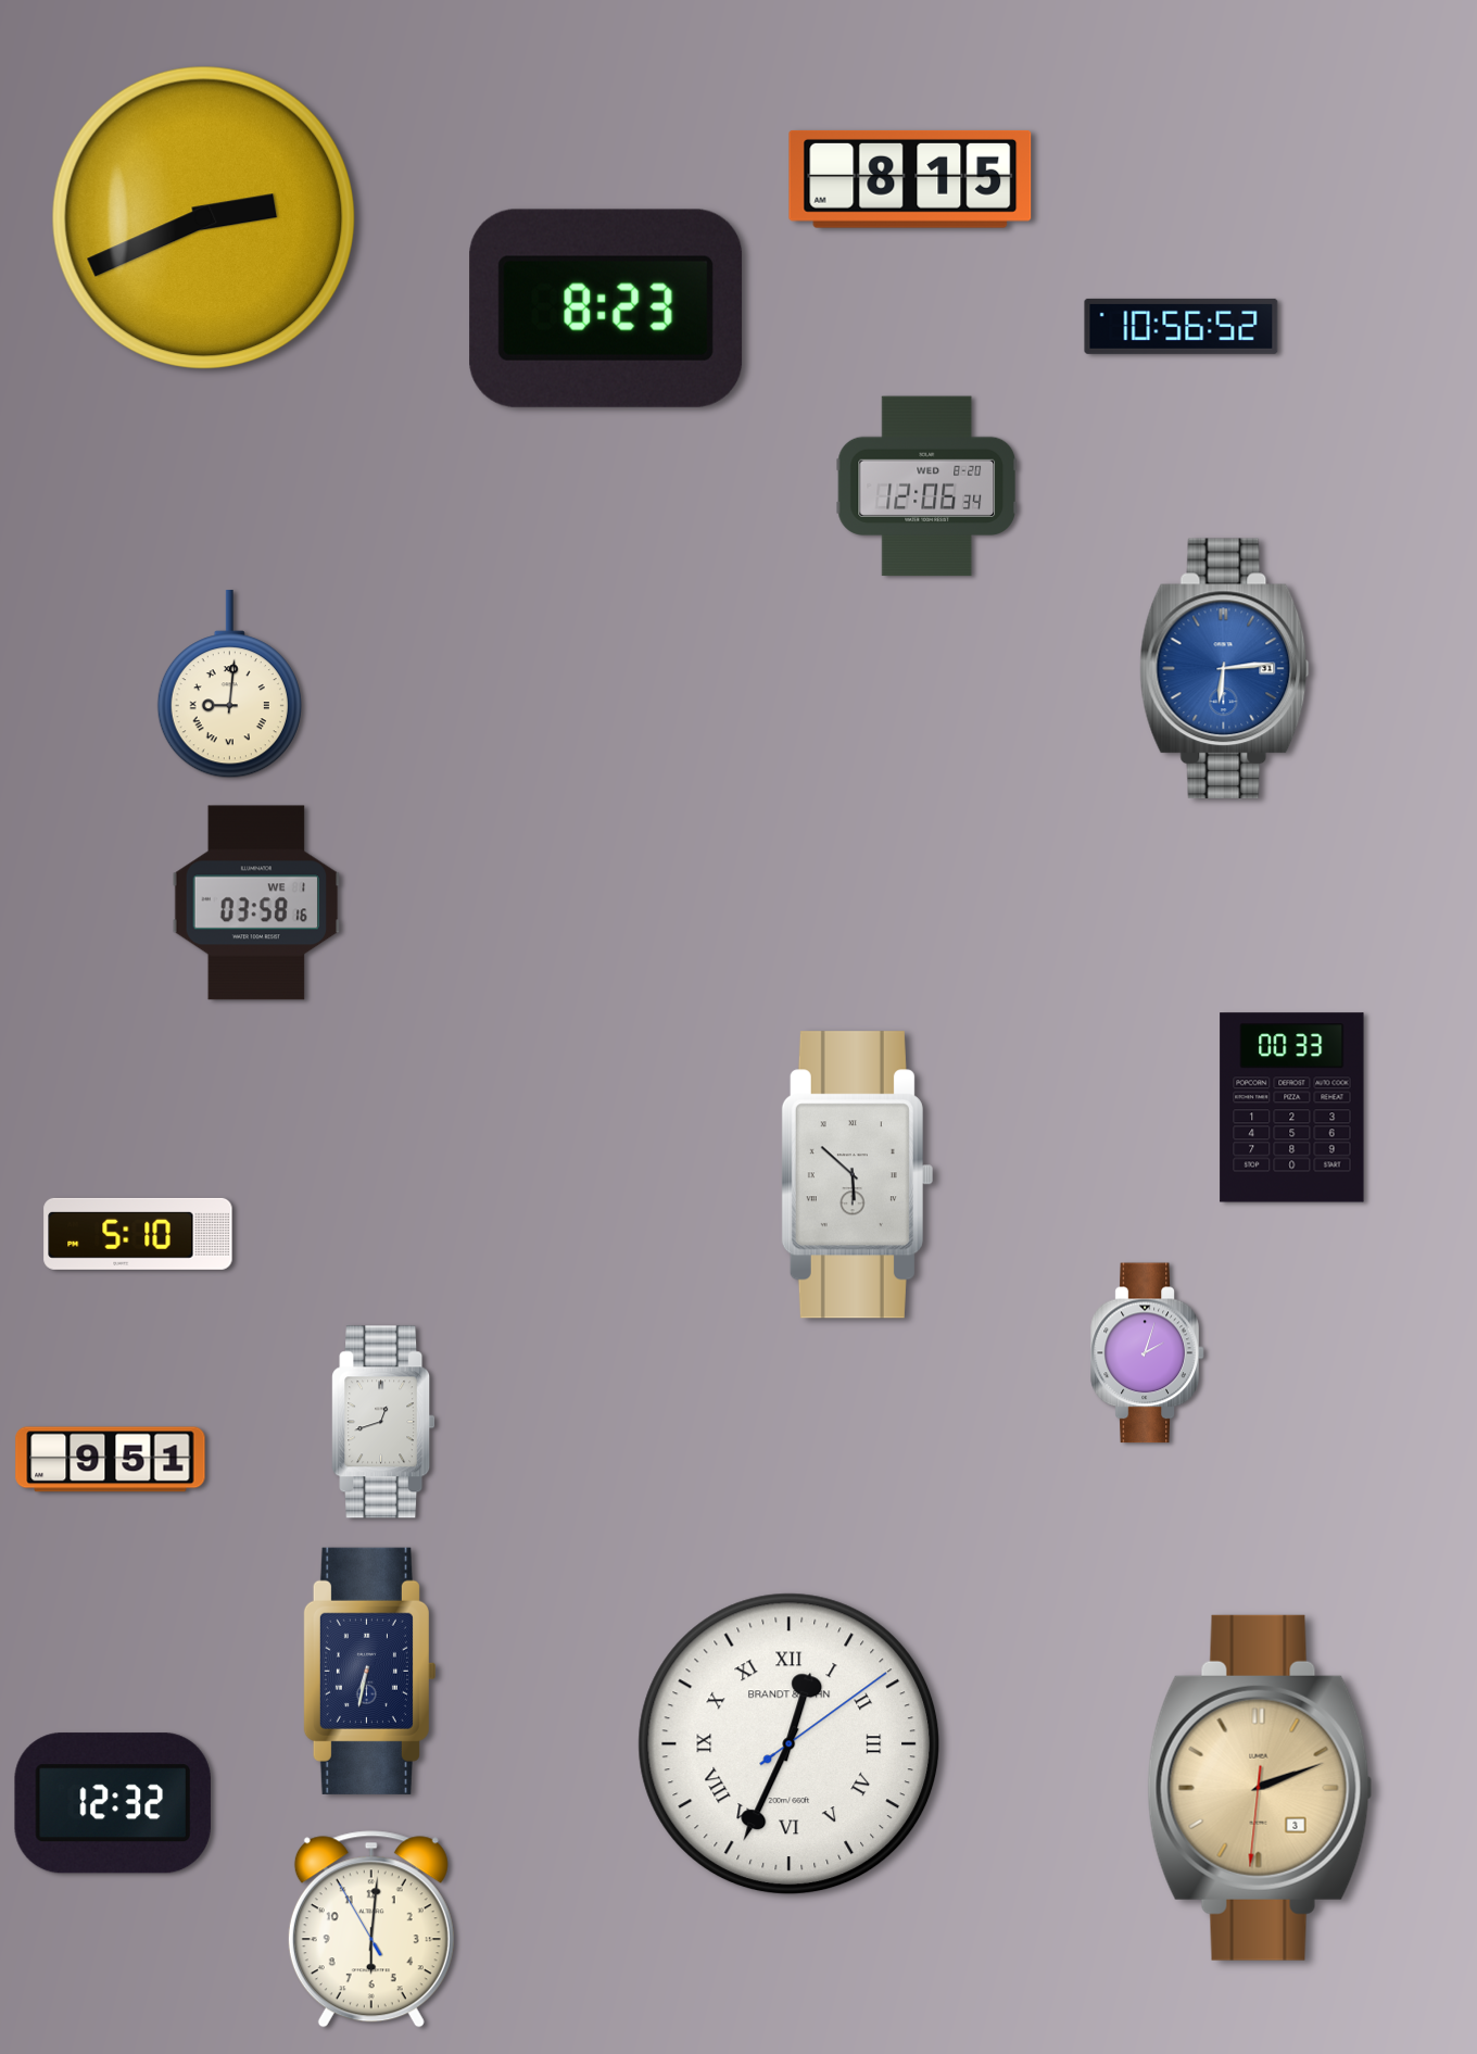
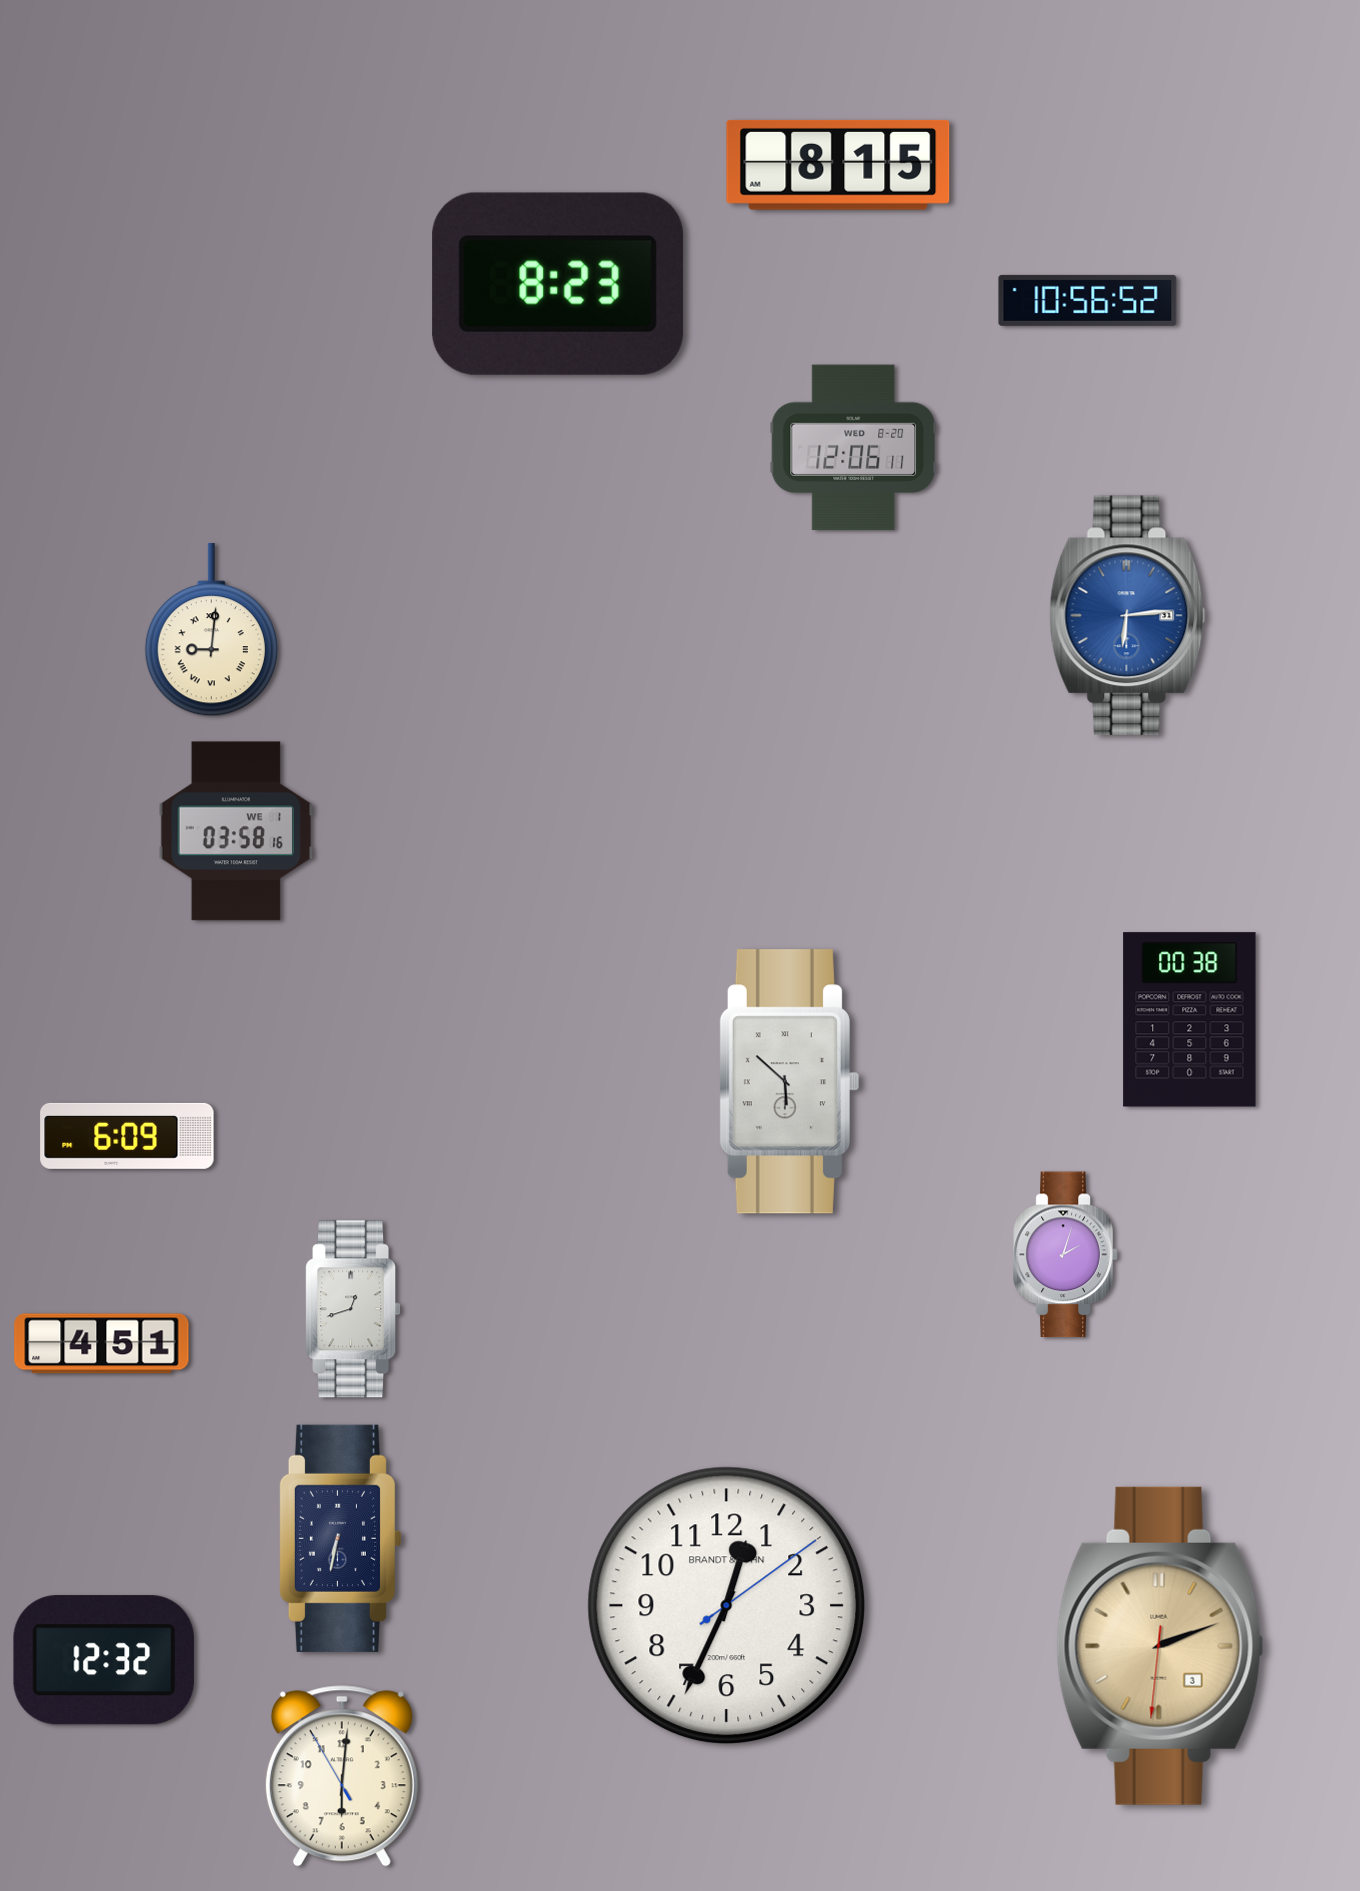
clock at (203, 217): 2:41 -> none
clock at (926, 487): 12:06:34 -> 12:06:11
clock at (1292, 1108): 00:33 -> 00:38
clock at (138, 1234): 5:10 -> 6:09
clock at (1148, 1353) position: (1148, 1353) -> (1066, 1255)
clock at (111, 1460): 9:51 -> 4:51
clock at (790, 1744) numerals: Roman -> Arabic
